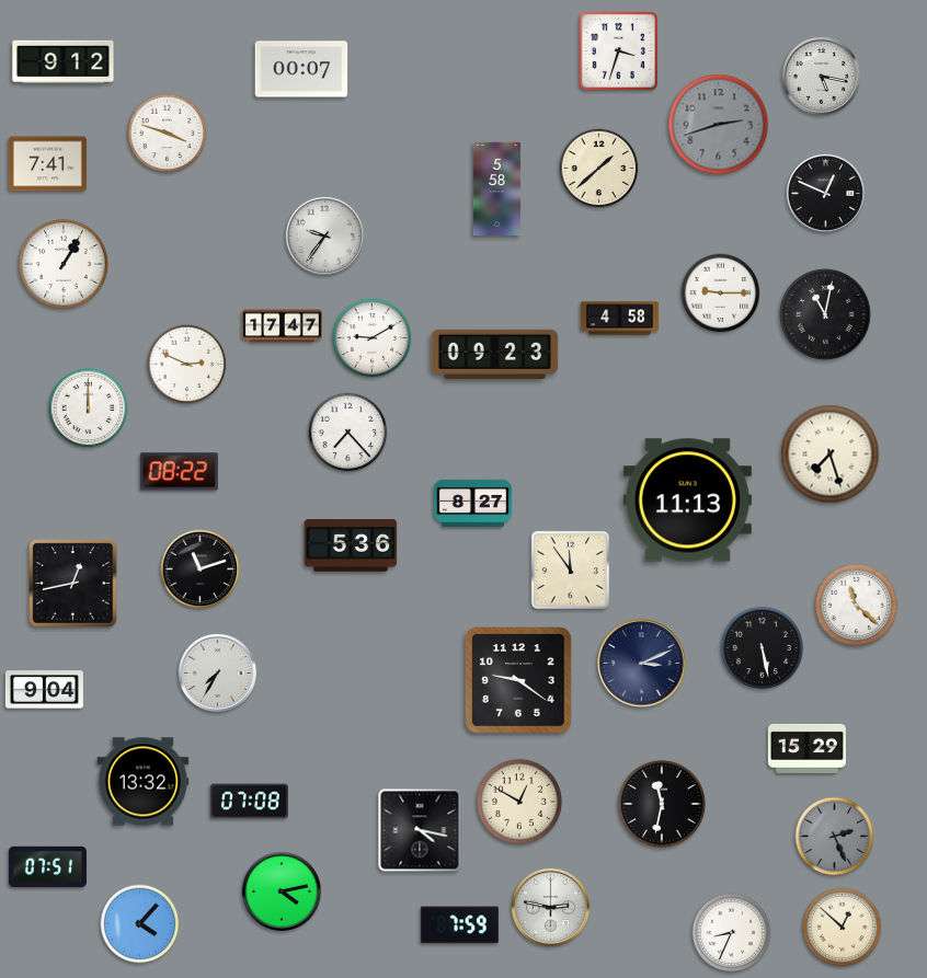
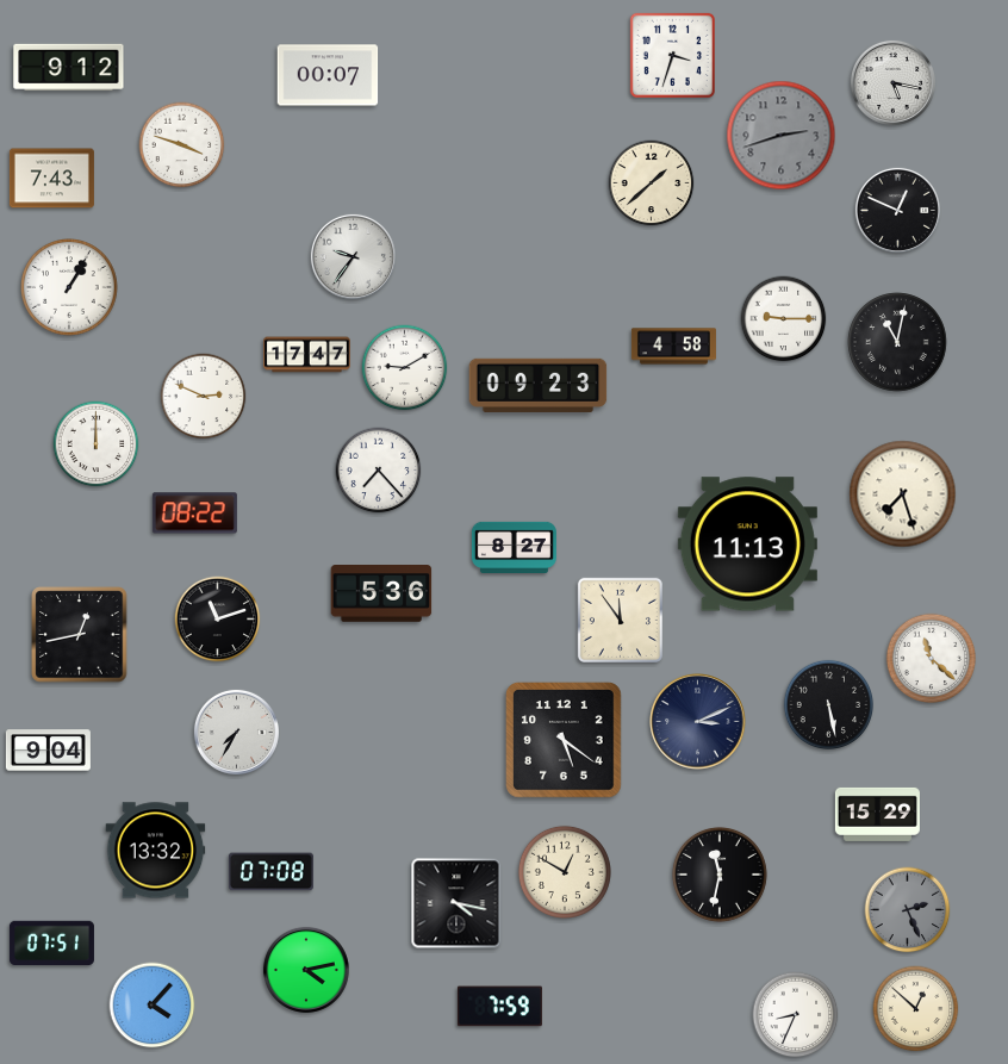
clock at (47, 164): 7:41 -> 7:43
clock at (496, 189): 5:58 -> none
clock at (519, 681): 9:21 -> 5:21
clock at (550, 907): 2:47 -> none
